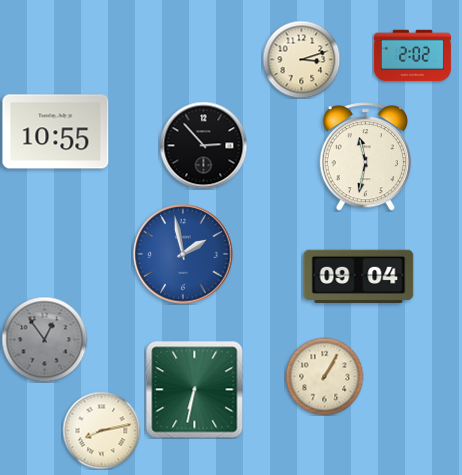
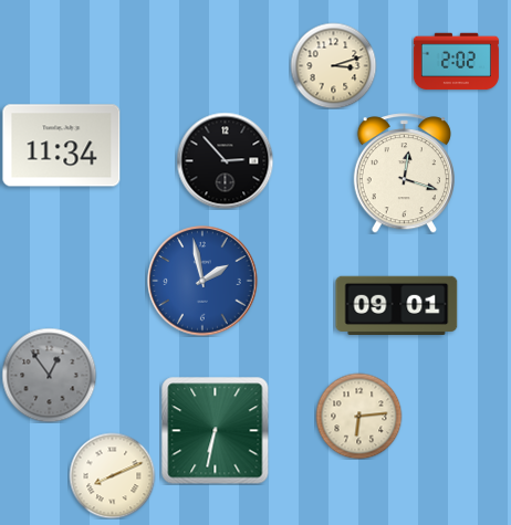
clock at (56, 132): 10:55 -> 11:34
clock at (365, 157): 11:32 -> 12:18
clock at (359, 276): 09:04 -> 09:01
clock at (324, 376): 1:05 -> 6:14
clock at (101, 430): 8:13 -> 8:11
